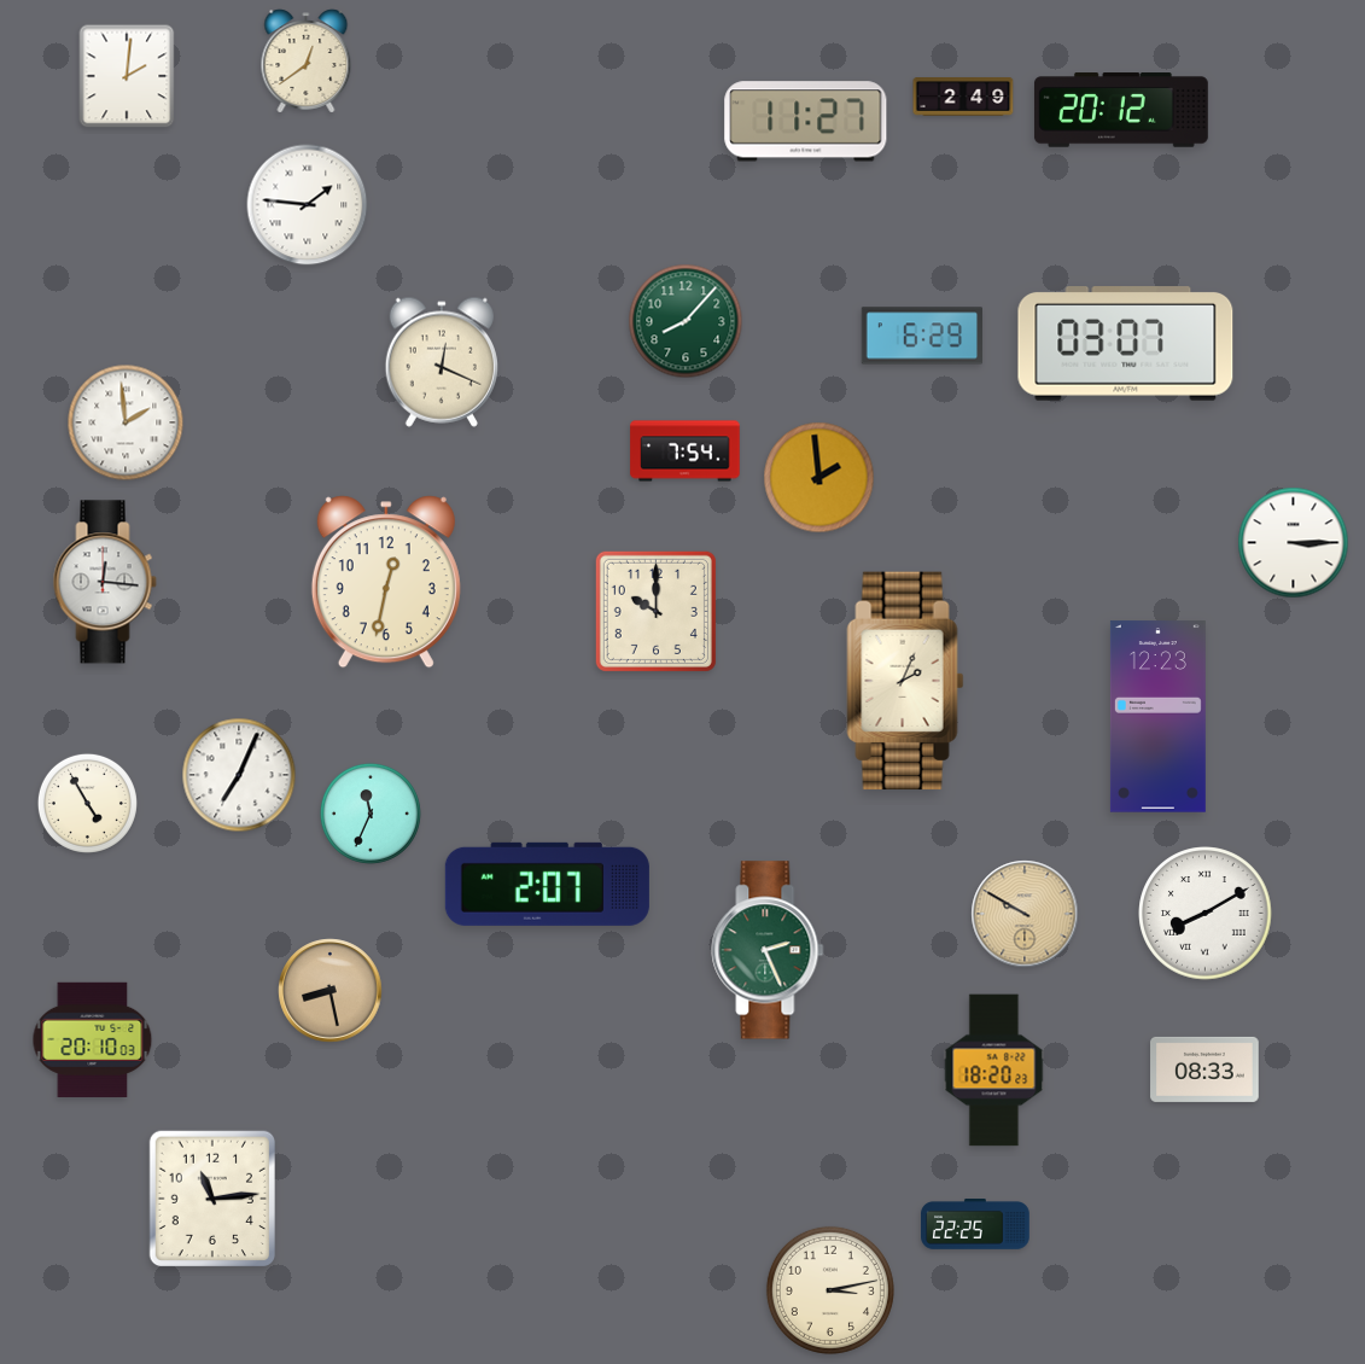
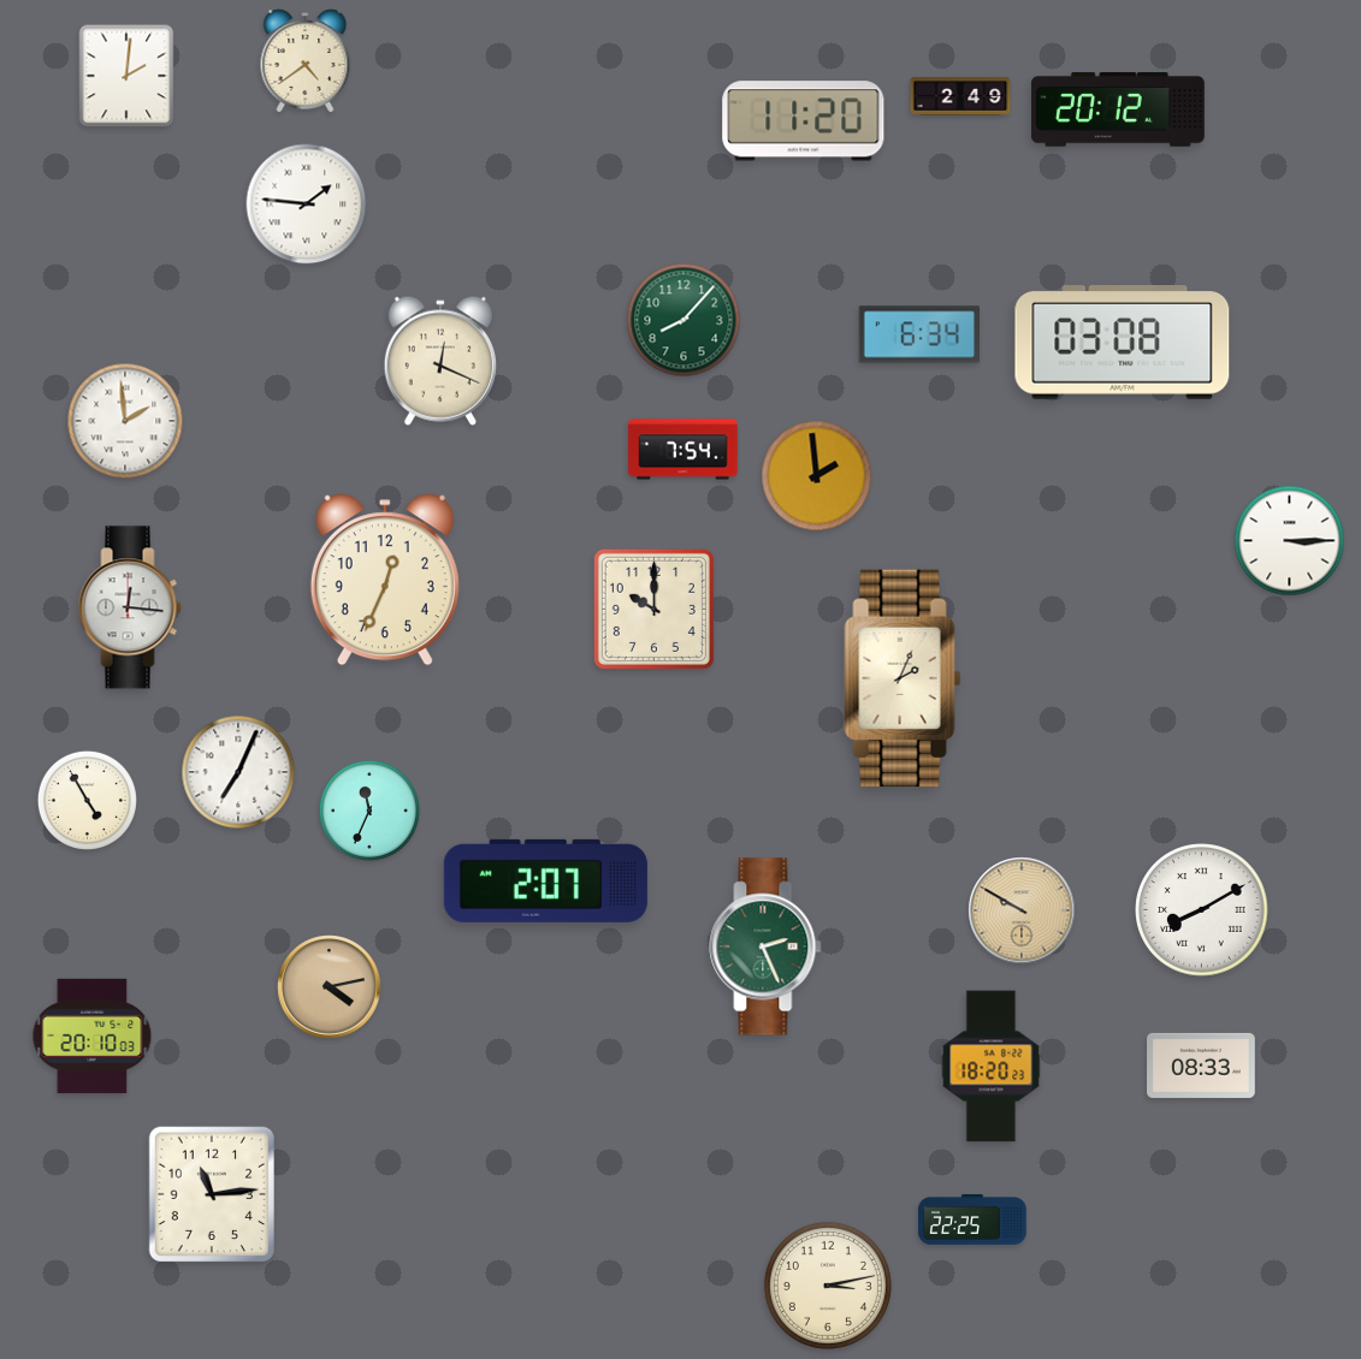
clock at (307, 62): 12:39 -> 4:39
clock at (806, 122): 11:27 -> 11:20
clock at (921, 336): 6:29 -> 6:34
clock at (1126, 344): 03:07 -> 03:08
clock at (105, 582) position: (105, 582) -> (130, 607)
clock at (386, 582): 12:32 -> 12:34
clock at (1157, 717): 12:23 -> none
clock at (331, 991): 8:28 -> 4:13
